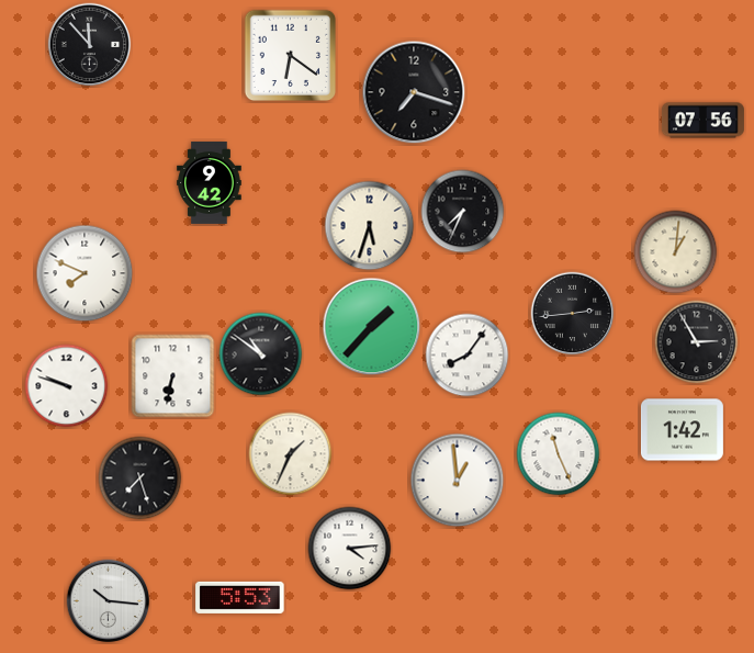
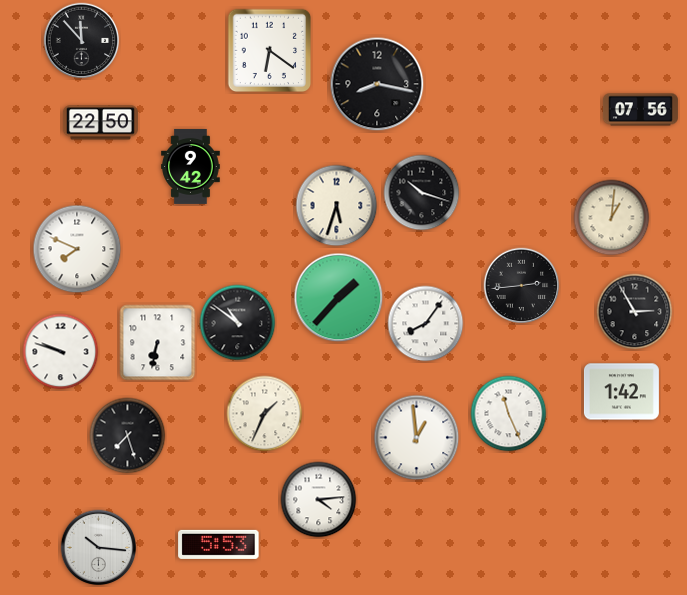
clock at (291, 56) position: (291, 56) -> (270, 51)
clock at (414, 92): 7:18 -> 8:17
clock at (100, 123): none -> 22:50
clock at (463, 212): 7:34 -> 10:18
clock at (676, 252) position: (676, 252) -> (612, 218)
